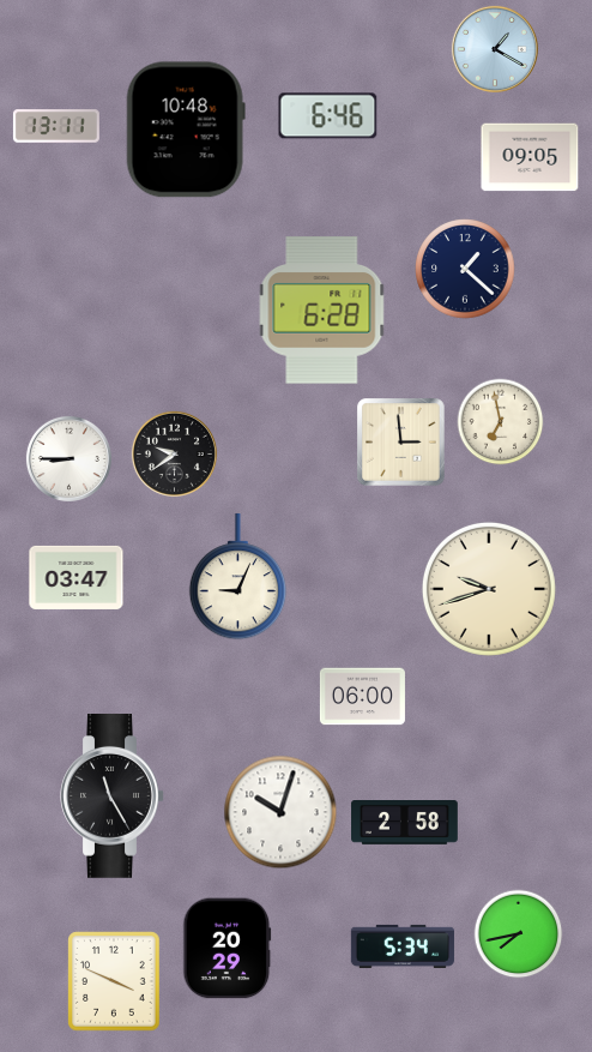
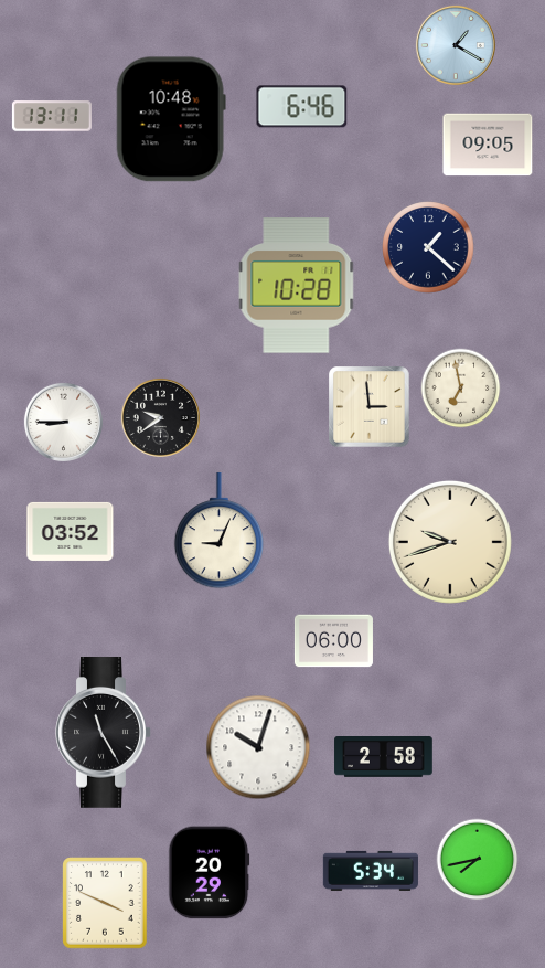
clock at (322, 311): 6:28 -> 10:28
clock at (77, 577): 03:47 -> 03:52
clock at (405, 823) position: (405, 823) -> (384, 757)
